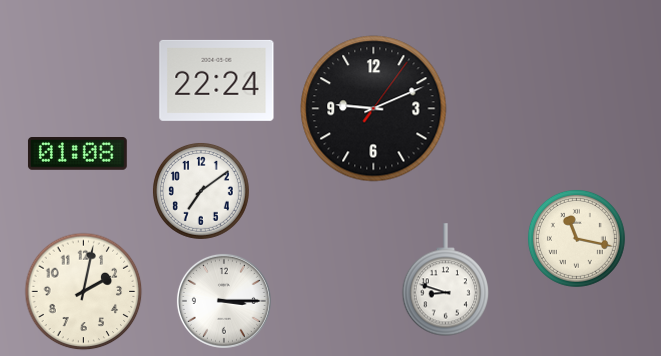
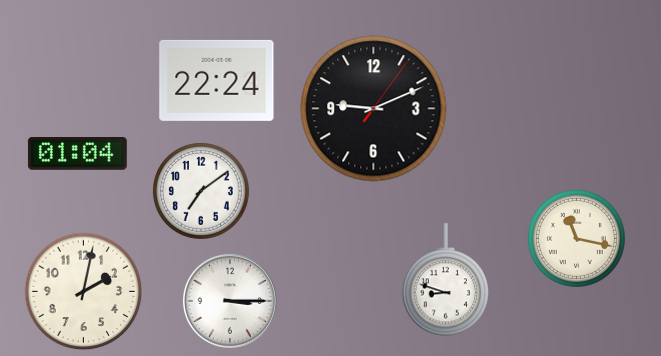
clock at (77, 154): 01:08 -> 01:04
clock at (224, 301) position: (224, 301) -> (230, 301)
